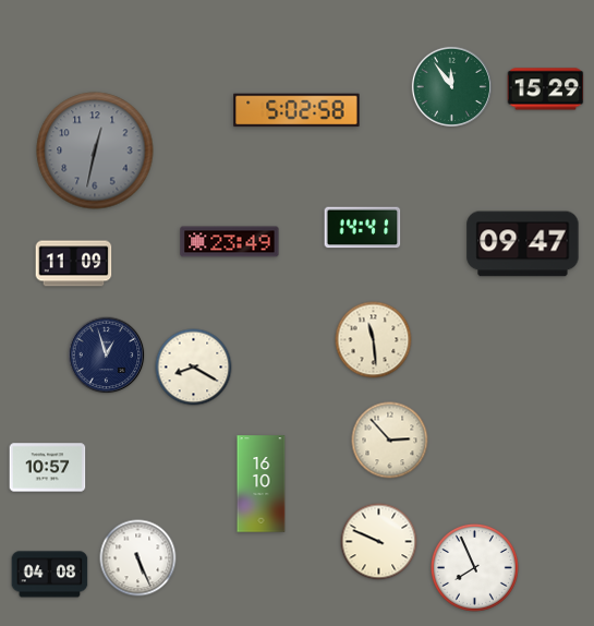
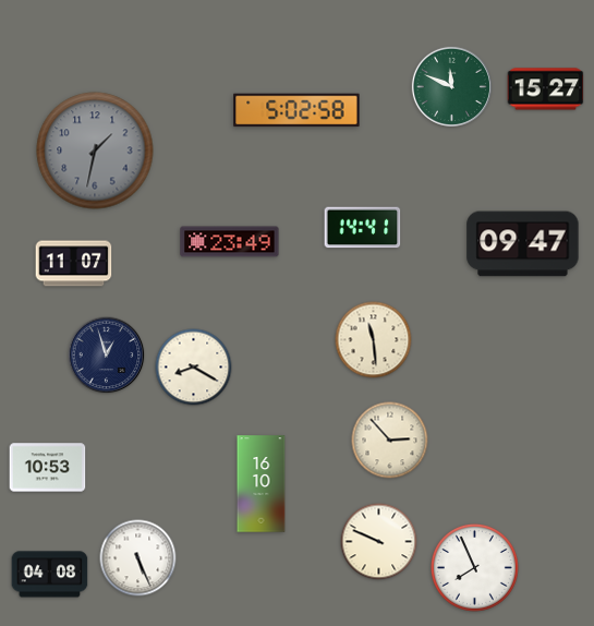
clock at (451, 86): 11:54 -> 11:49
clock at (546, 89): 15:29 -> 15:27
clock at (95, 151): 12:32 -> 1:32
clock at (74, 264): 11:09 -> 11:07
clock at (48, 468): 10:57 -> 10:53
